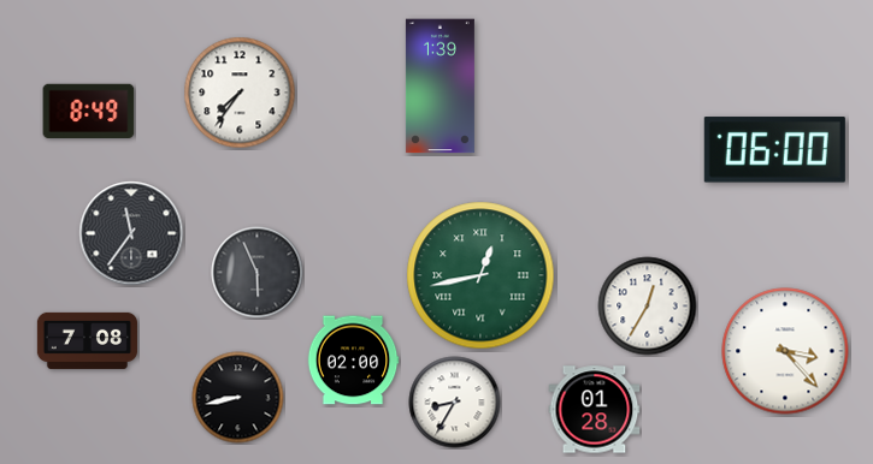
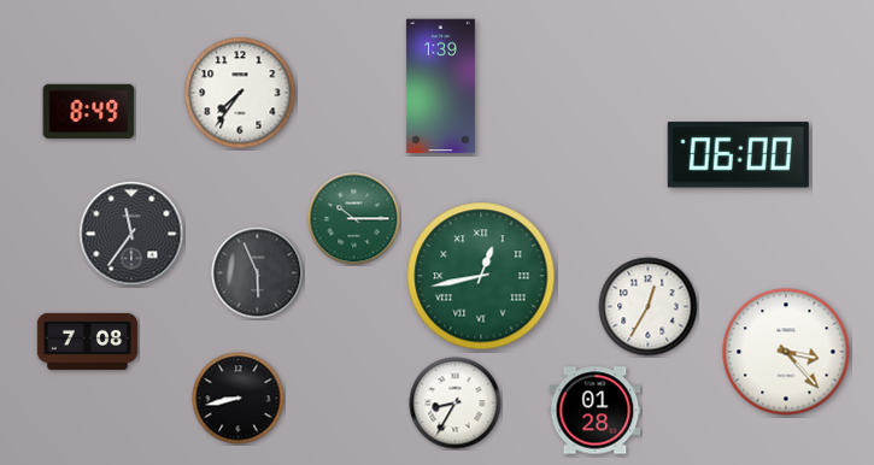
clock at (774, 150) position: (774, 150) -> (738, 155)
clock at (354, 219): none -> 10:15
clock at (353, 361): 02:00 -> none
